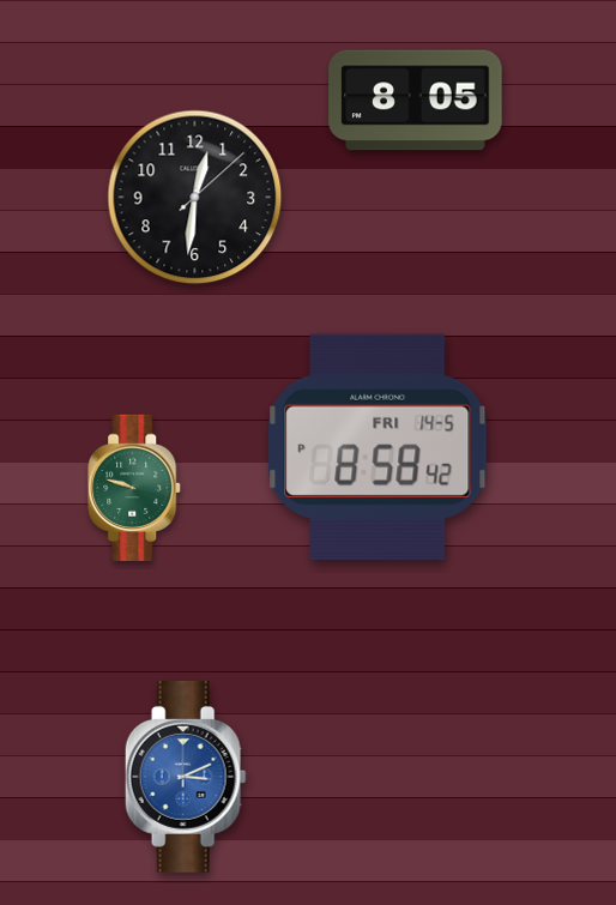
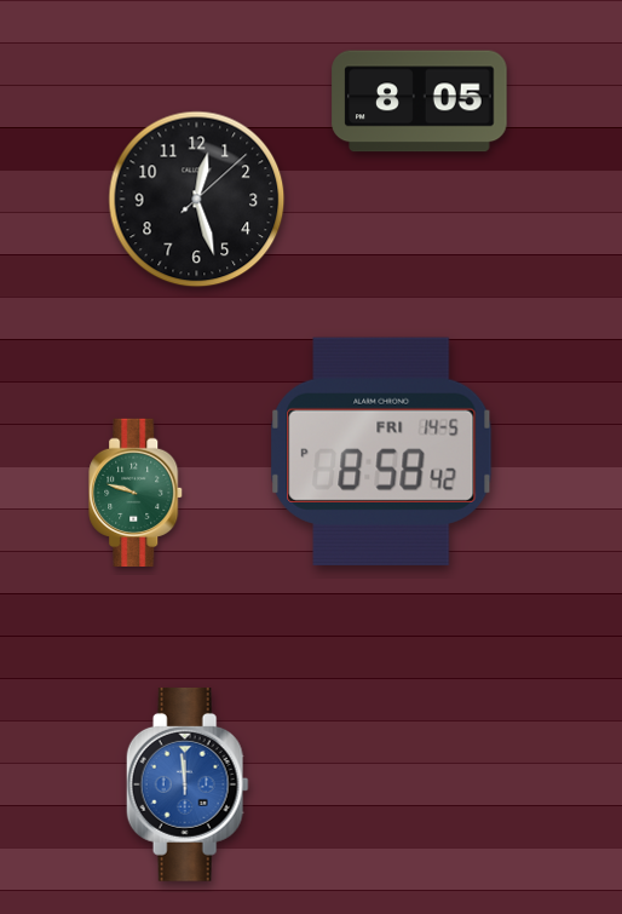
clock at (195, 198): 12:31 -> 12:27
clock at (186, 777): 3:11 -> 11:59
